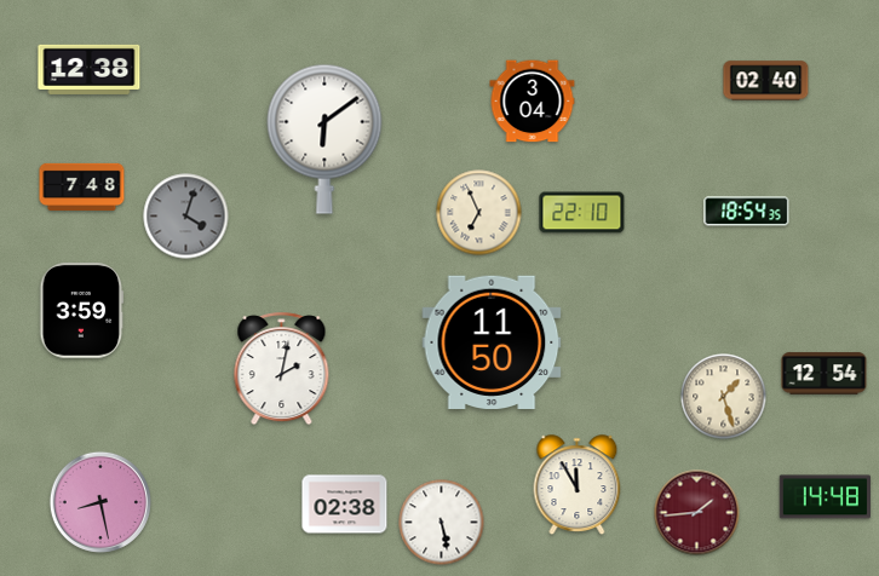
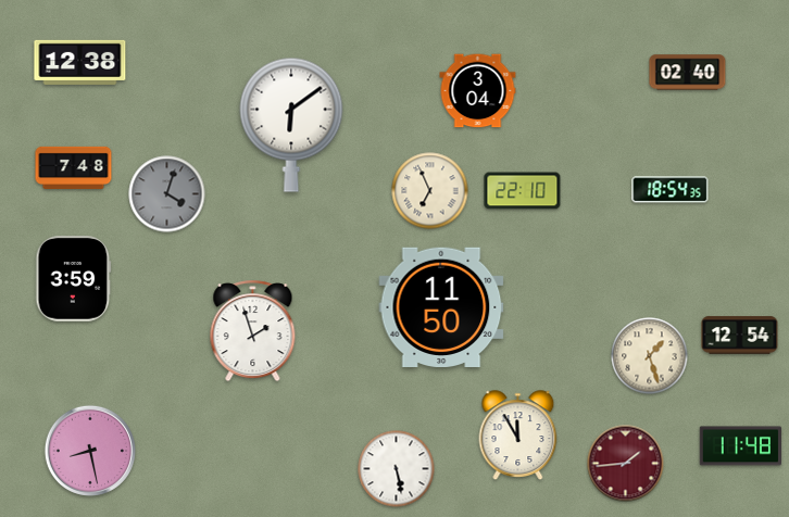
clock at (282, 369): 2:02 -> 1:57
clock at (825, 497): 14:48 -> 11:48
clock at (345, 505): 02:38 -> none
clock at (697, 513) position: (697, 513) -> (626, 464)
